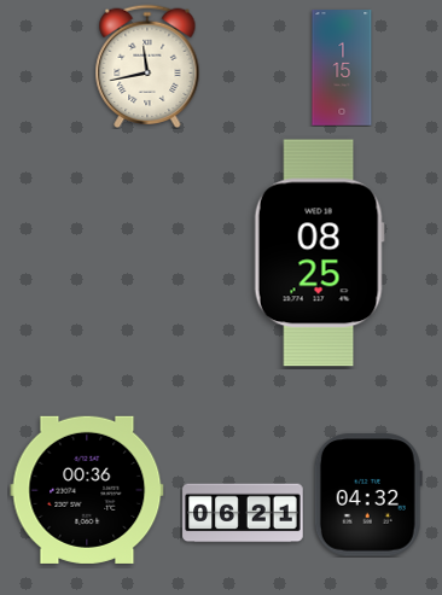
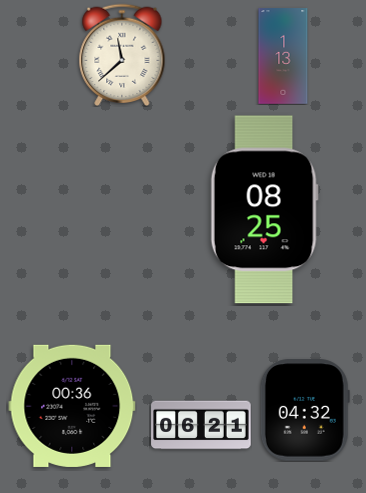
clock at (147, 65): 11:43 -> 11:38
clock at (342, 68): 1:15 -> 1:13
